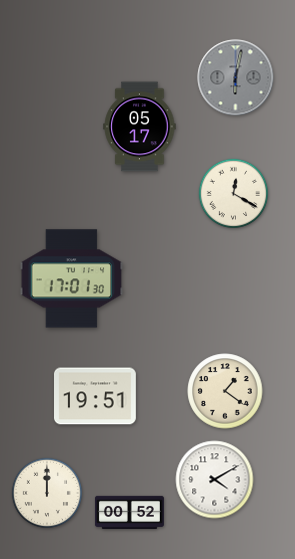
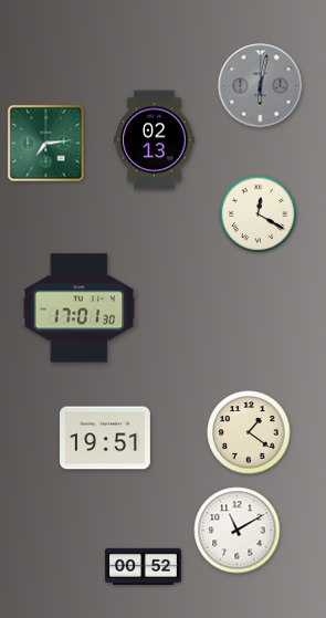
clock at (140, 127): 05:17 -> 02:13
clock at (46, 144): none -> 7:14
clock at (215, 480): 4:10 -> 11:10
clock at (46, 492): 12:00 -> none
